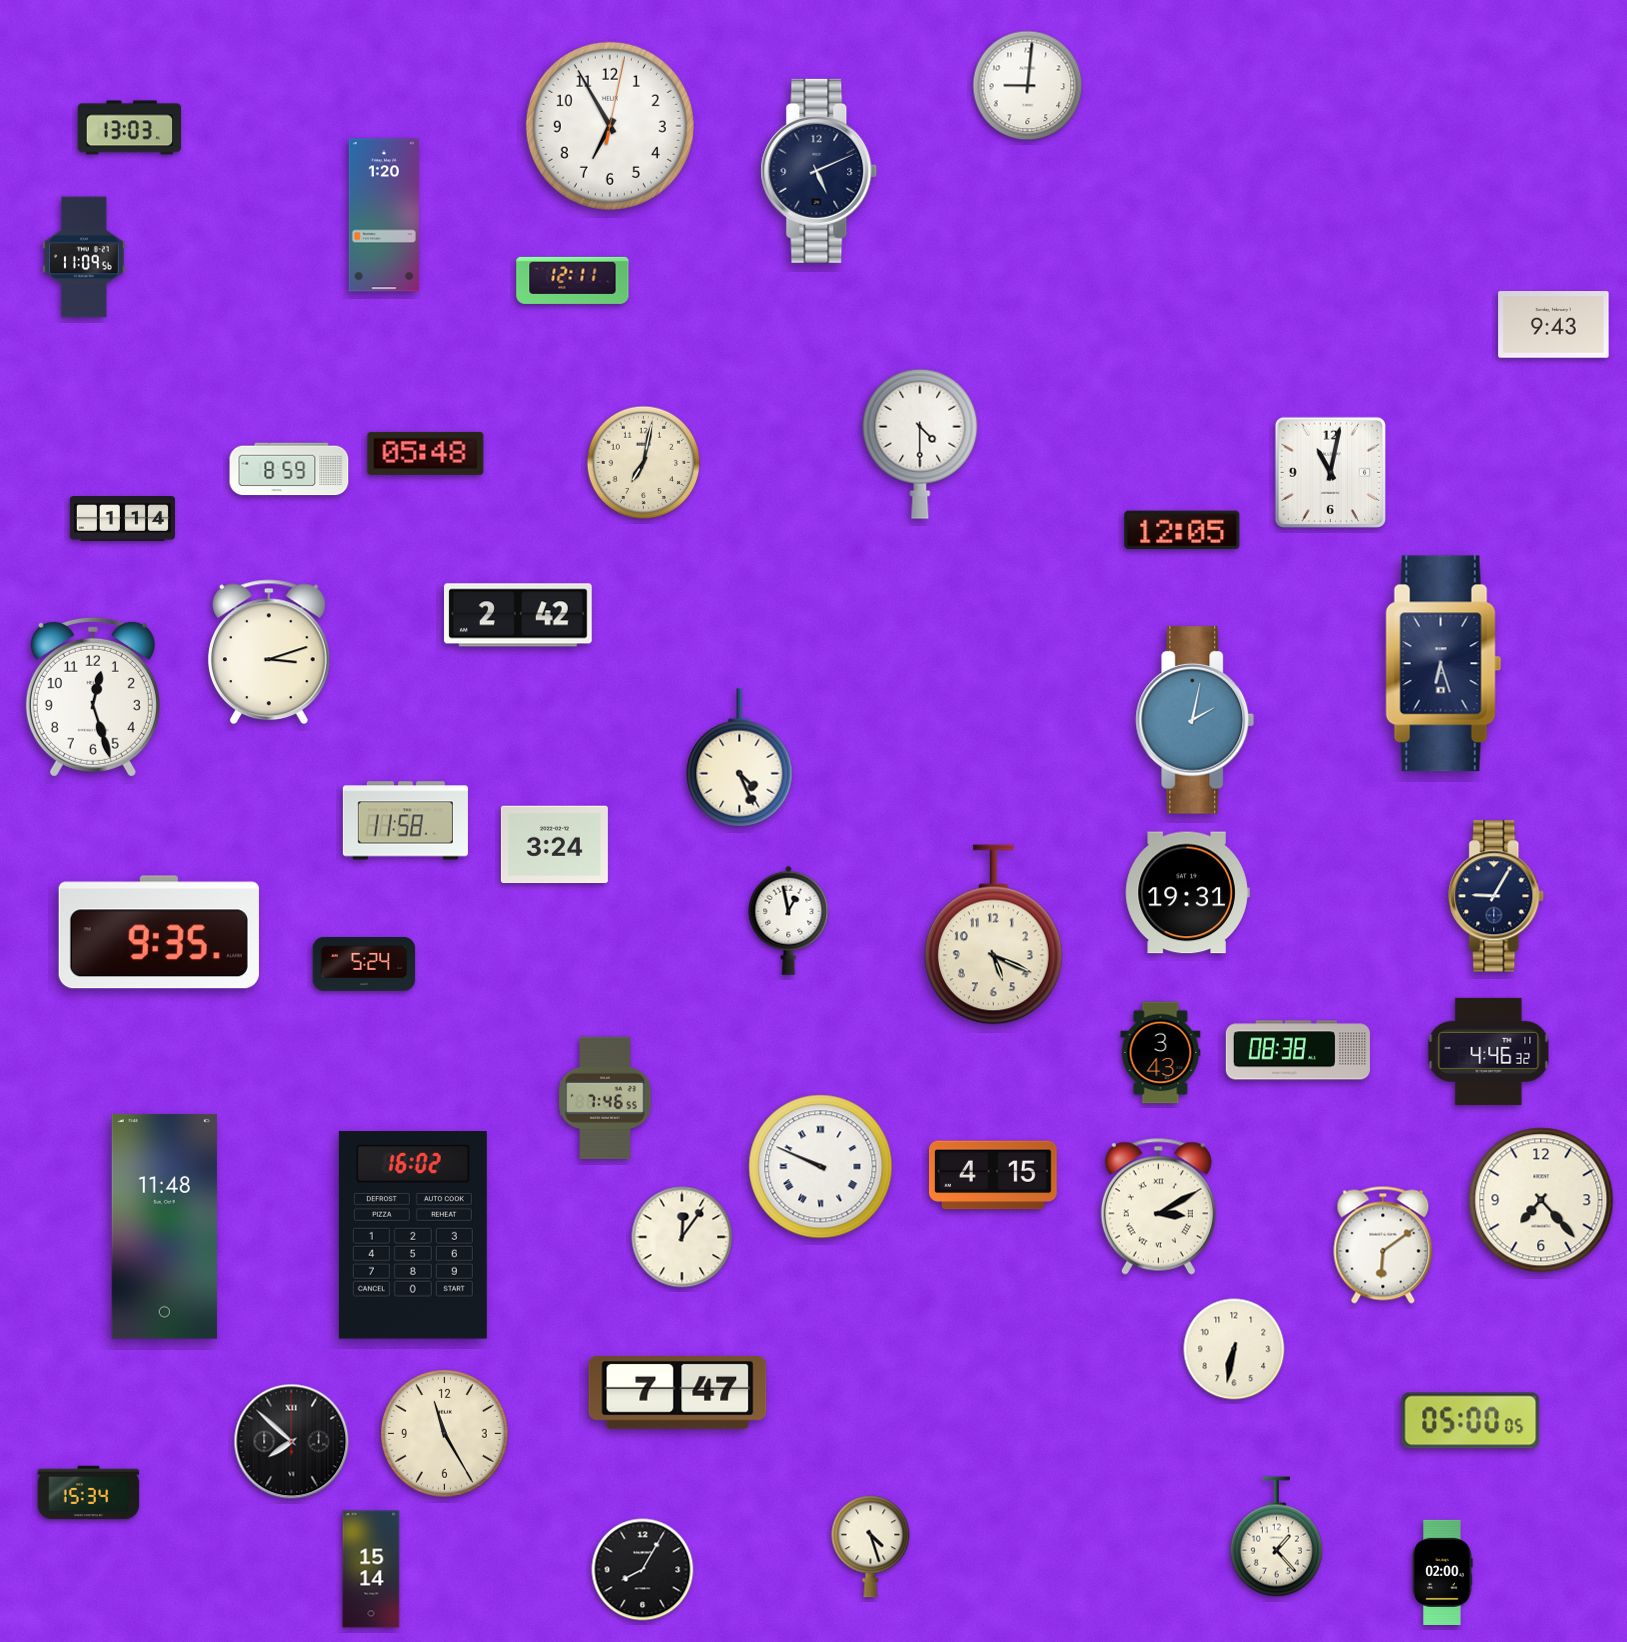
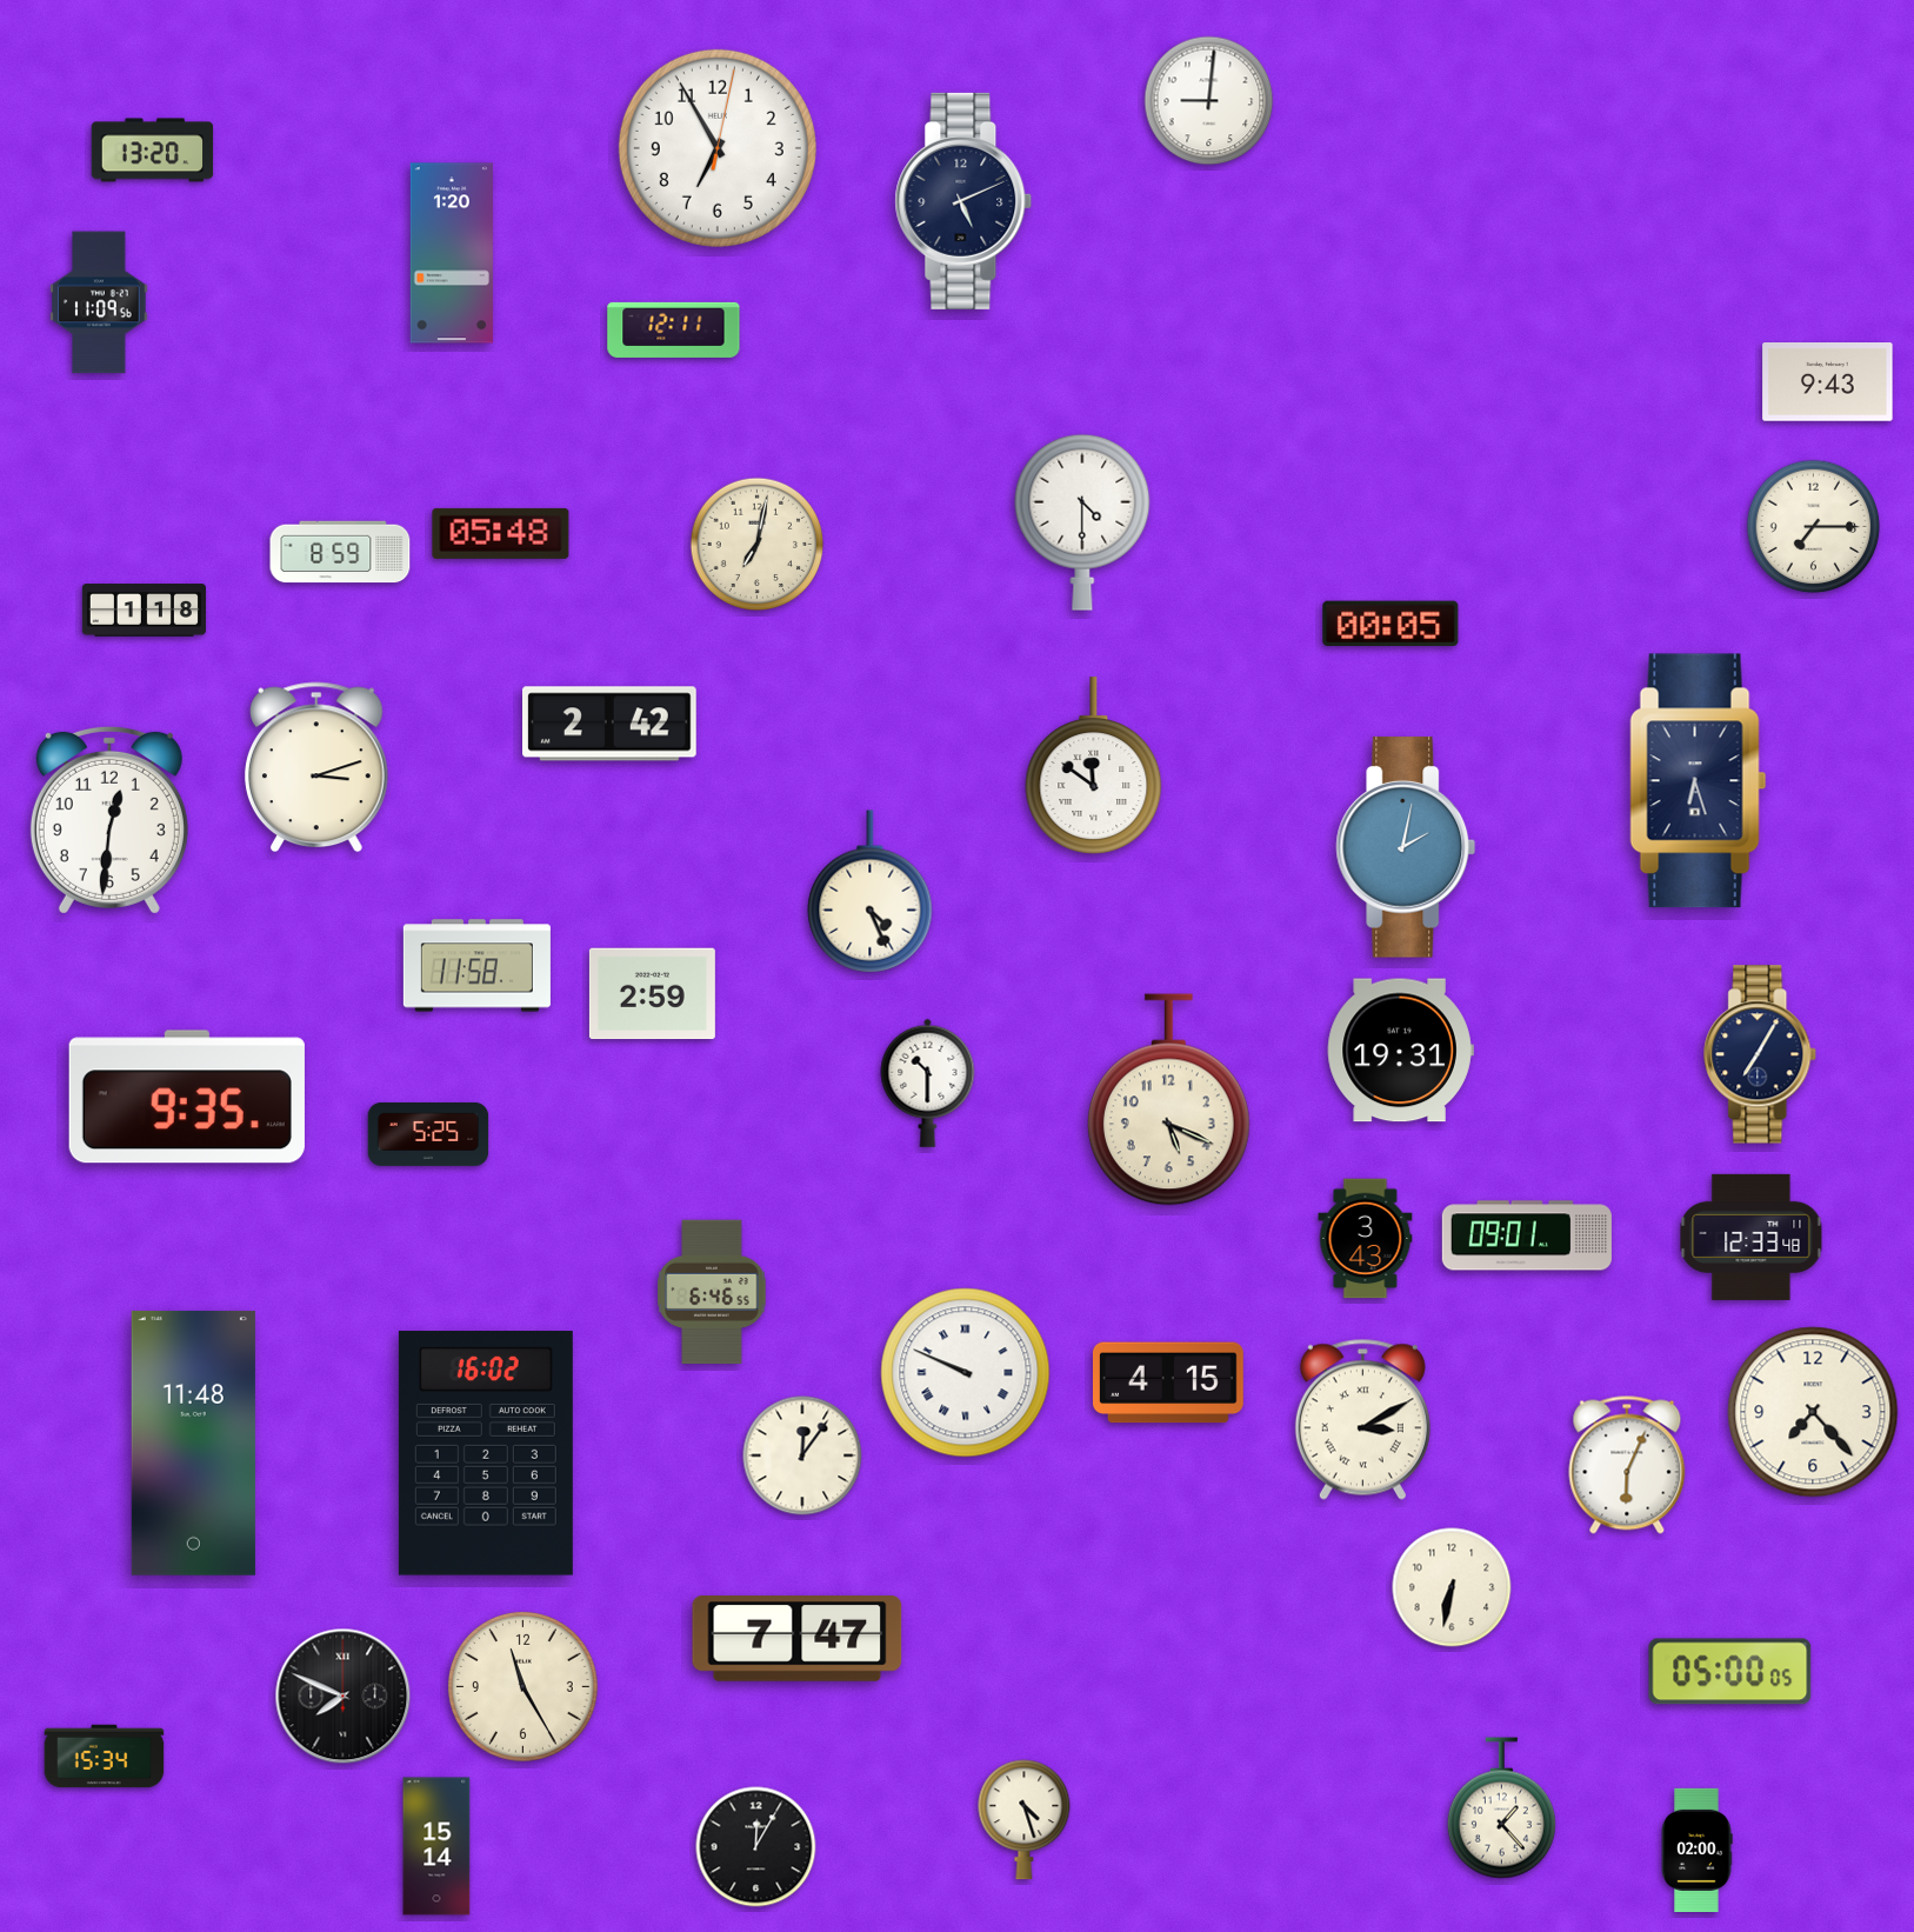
clock at (130, 128): 13:03 -> 13:20
clock at (1814, 527): none -> 7:15
clock at (1330, 472): 11:02 -> none
clock at (122, 519): 1:14 -> 1:18
clock at (1182, 530): 12:05 -> 00:05
clock at (1094, 766): none -> 11:51
clock at (93, 697): 12:27 -> 12:31
clock at (554, 845): 3:24 -> 2:59
clock at (1187, 893) position: (1187, 893) -> (1400, 1051)
clock at (1497, 896): 9:05 -> 7:05
clock at (789, 920): 12:58 -> 10:30
clock at (364, 964): 5:24 -> 5:25
clock at (1298, 1050): 08:38 -> 09:01
clock at (1489, 1051): 4:46 -> 12:33
clock at (605, 1098): 7:46 -> 6:46
clock at (1383, 1245): 6:09 -> 6:04
clock at (292, 1442): 7:52 -> 7:49
clock at (643, 1570): 8:05 -> 12:05
